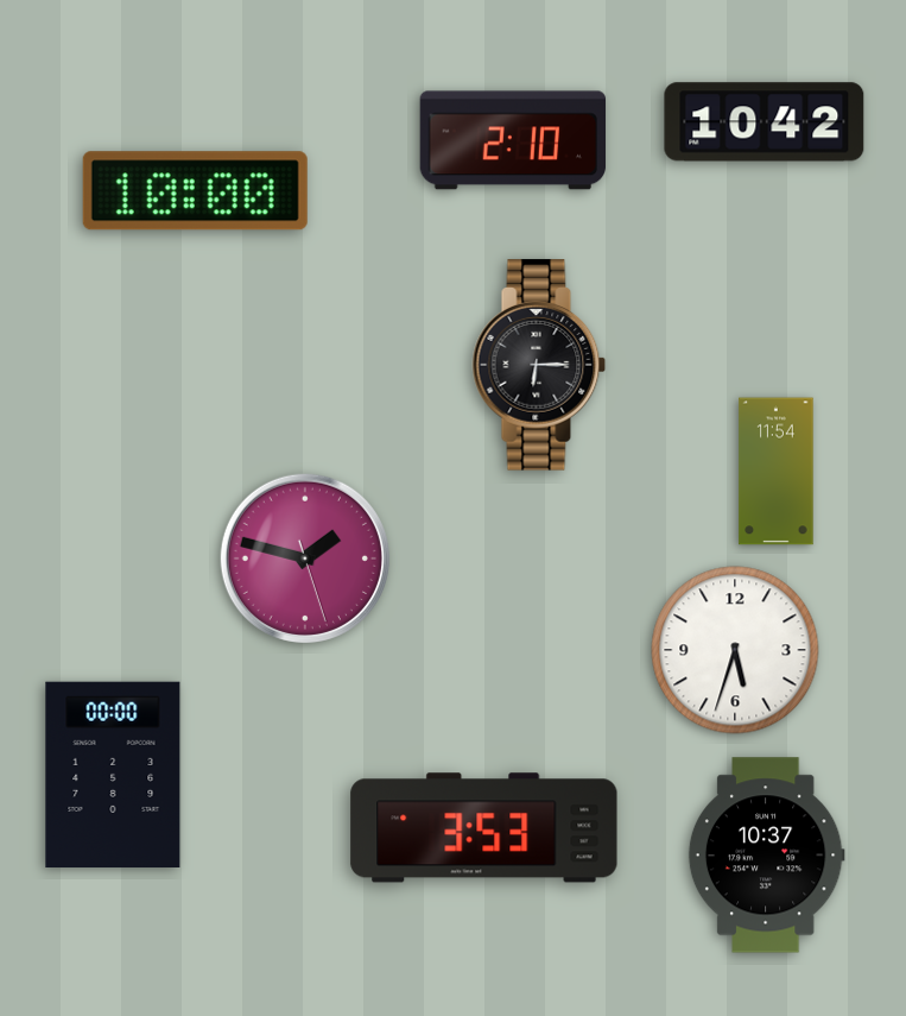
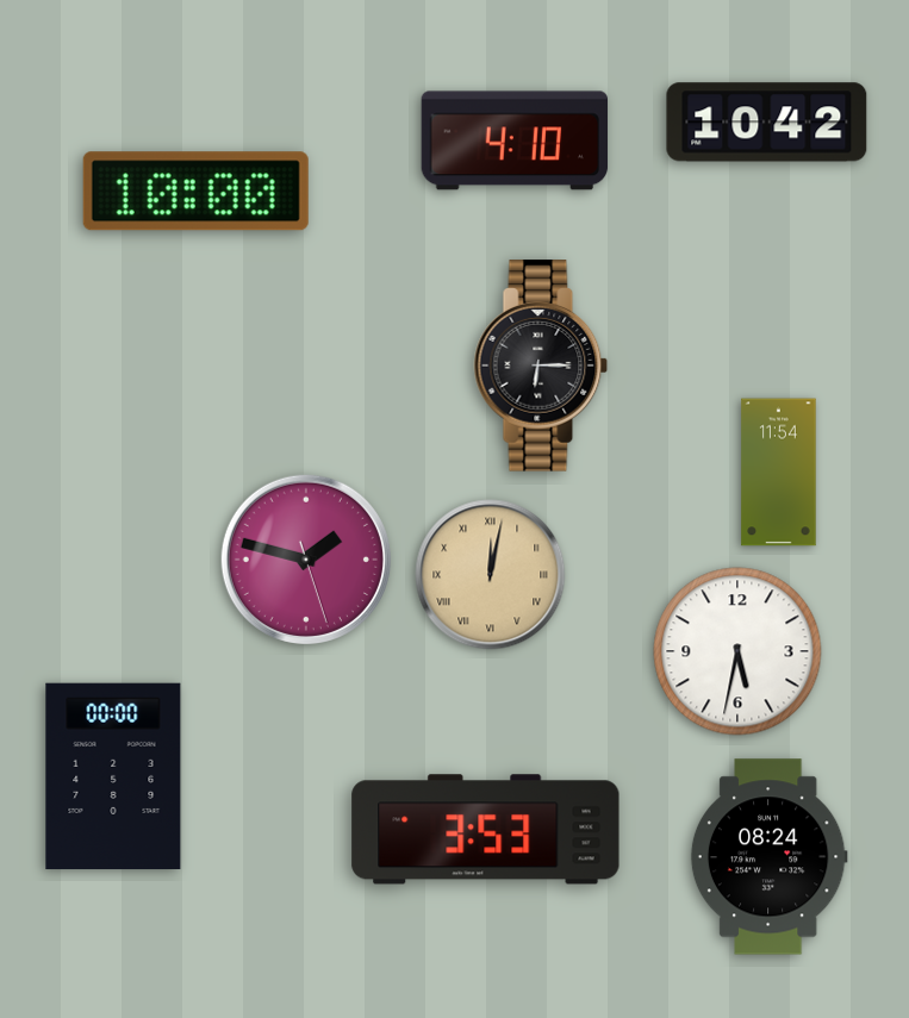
clock at (513, 140): 2:10 -> 4:10
clock at (491, 575): none -> 12:02
clock at (735, 650): 5:33 -> 5:32
clock at (766, 856): 10:37 -> 08:24
